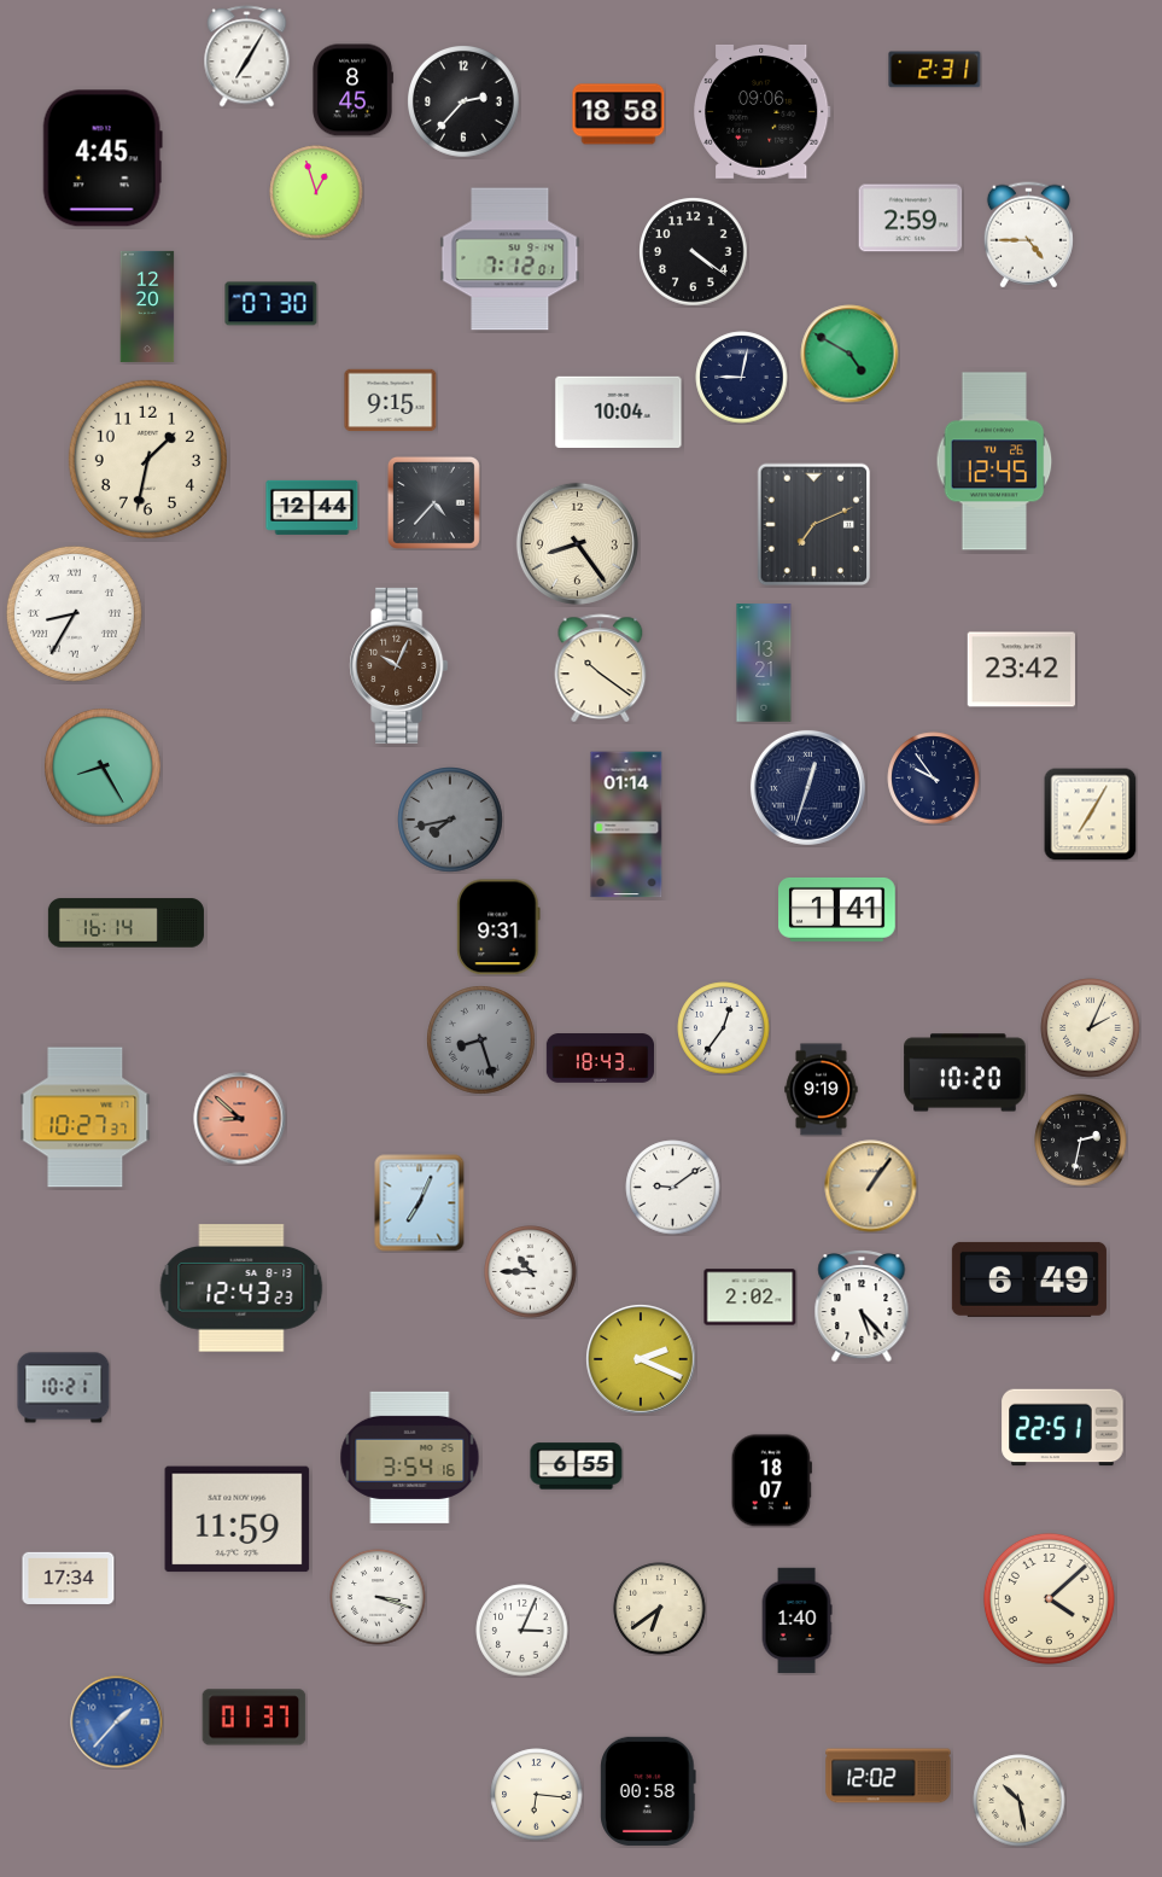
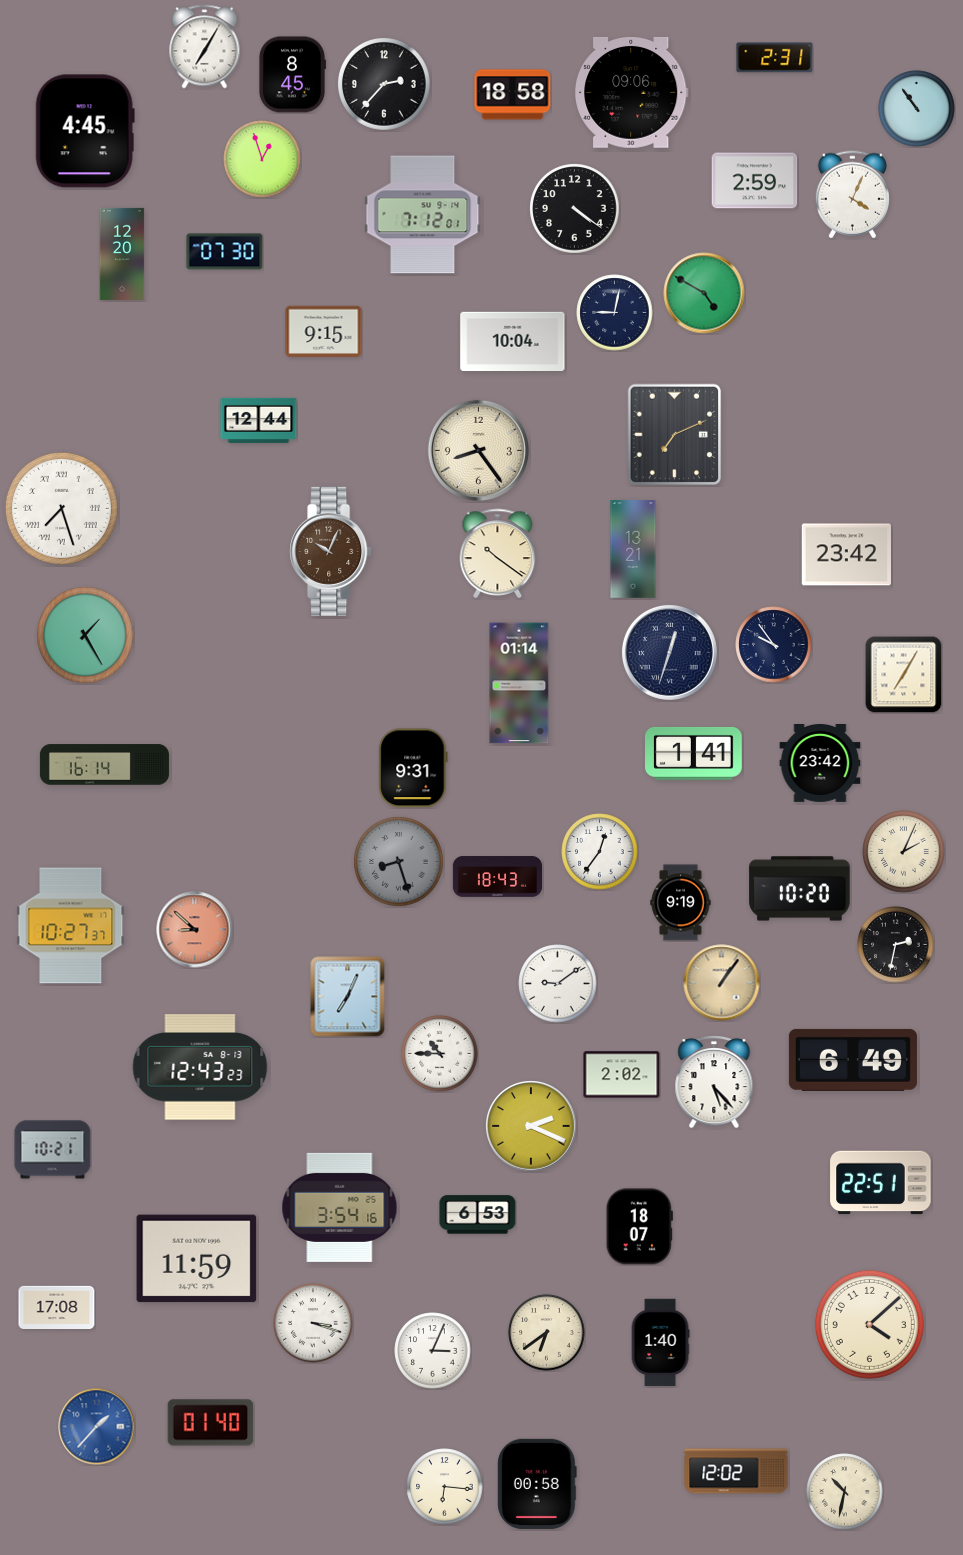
clock at (917, 109): none -> 10:54
clock at (1028, 235): 4:45 -> 4:04
clock at (147, 459): 1:32 -> none
clock at (994, 461): 12:45 -> none
clock at (433, 502): 4:37 -> none
clock at (74, 613): 8:35 -> 7:27
clock at (104, 768): 8:25 -> 1:25
clock at (450, 820): 7:43 -> none
clock at (820, 764): none -> 23:42
clock at (240, 1119) position: (240, 1119) -> (195, 930)
clock at (577, 1467): 6:55 -> 6:53
clock at (69, 1578): 17:34 -> 17:08
clock at (255, 1718): 01:37 -> 01:40
clock at (1020, 1801): 10:28 -> 10:32
